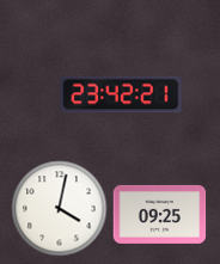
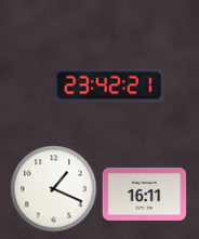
clock at (59, 208): 4:02 -> 1:19
clock at (159, 214): 09:25 -> 16:11
